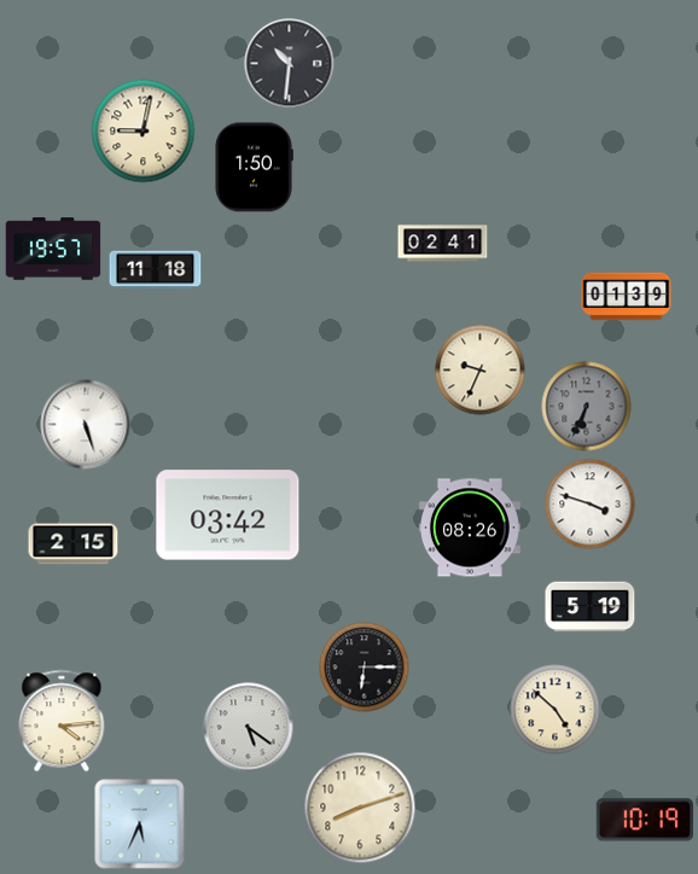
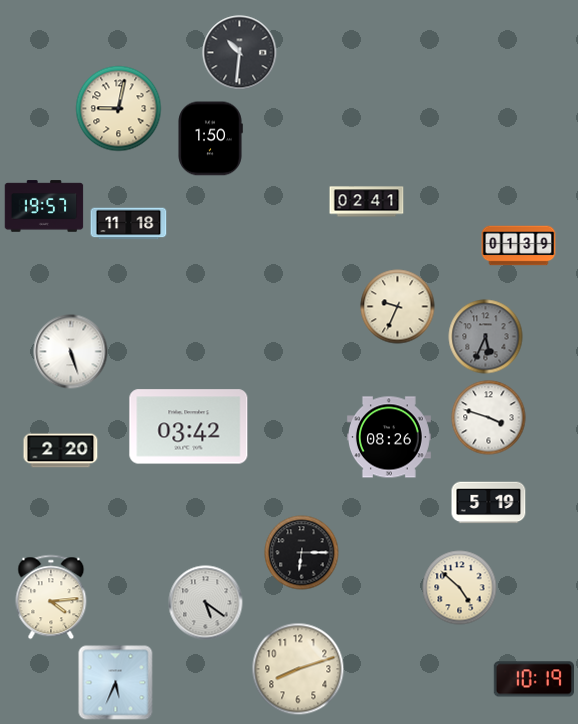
clock at (587, 407): 6:34 -> 5:34
clock at (74, 544): 2:15 -> 2:20
